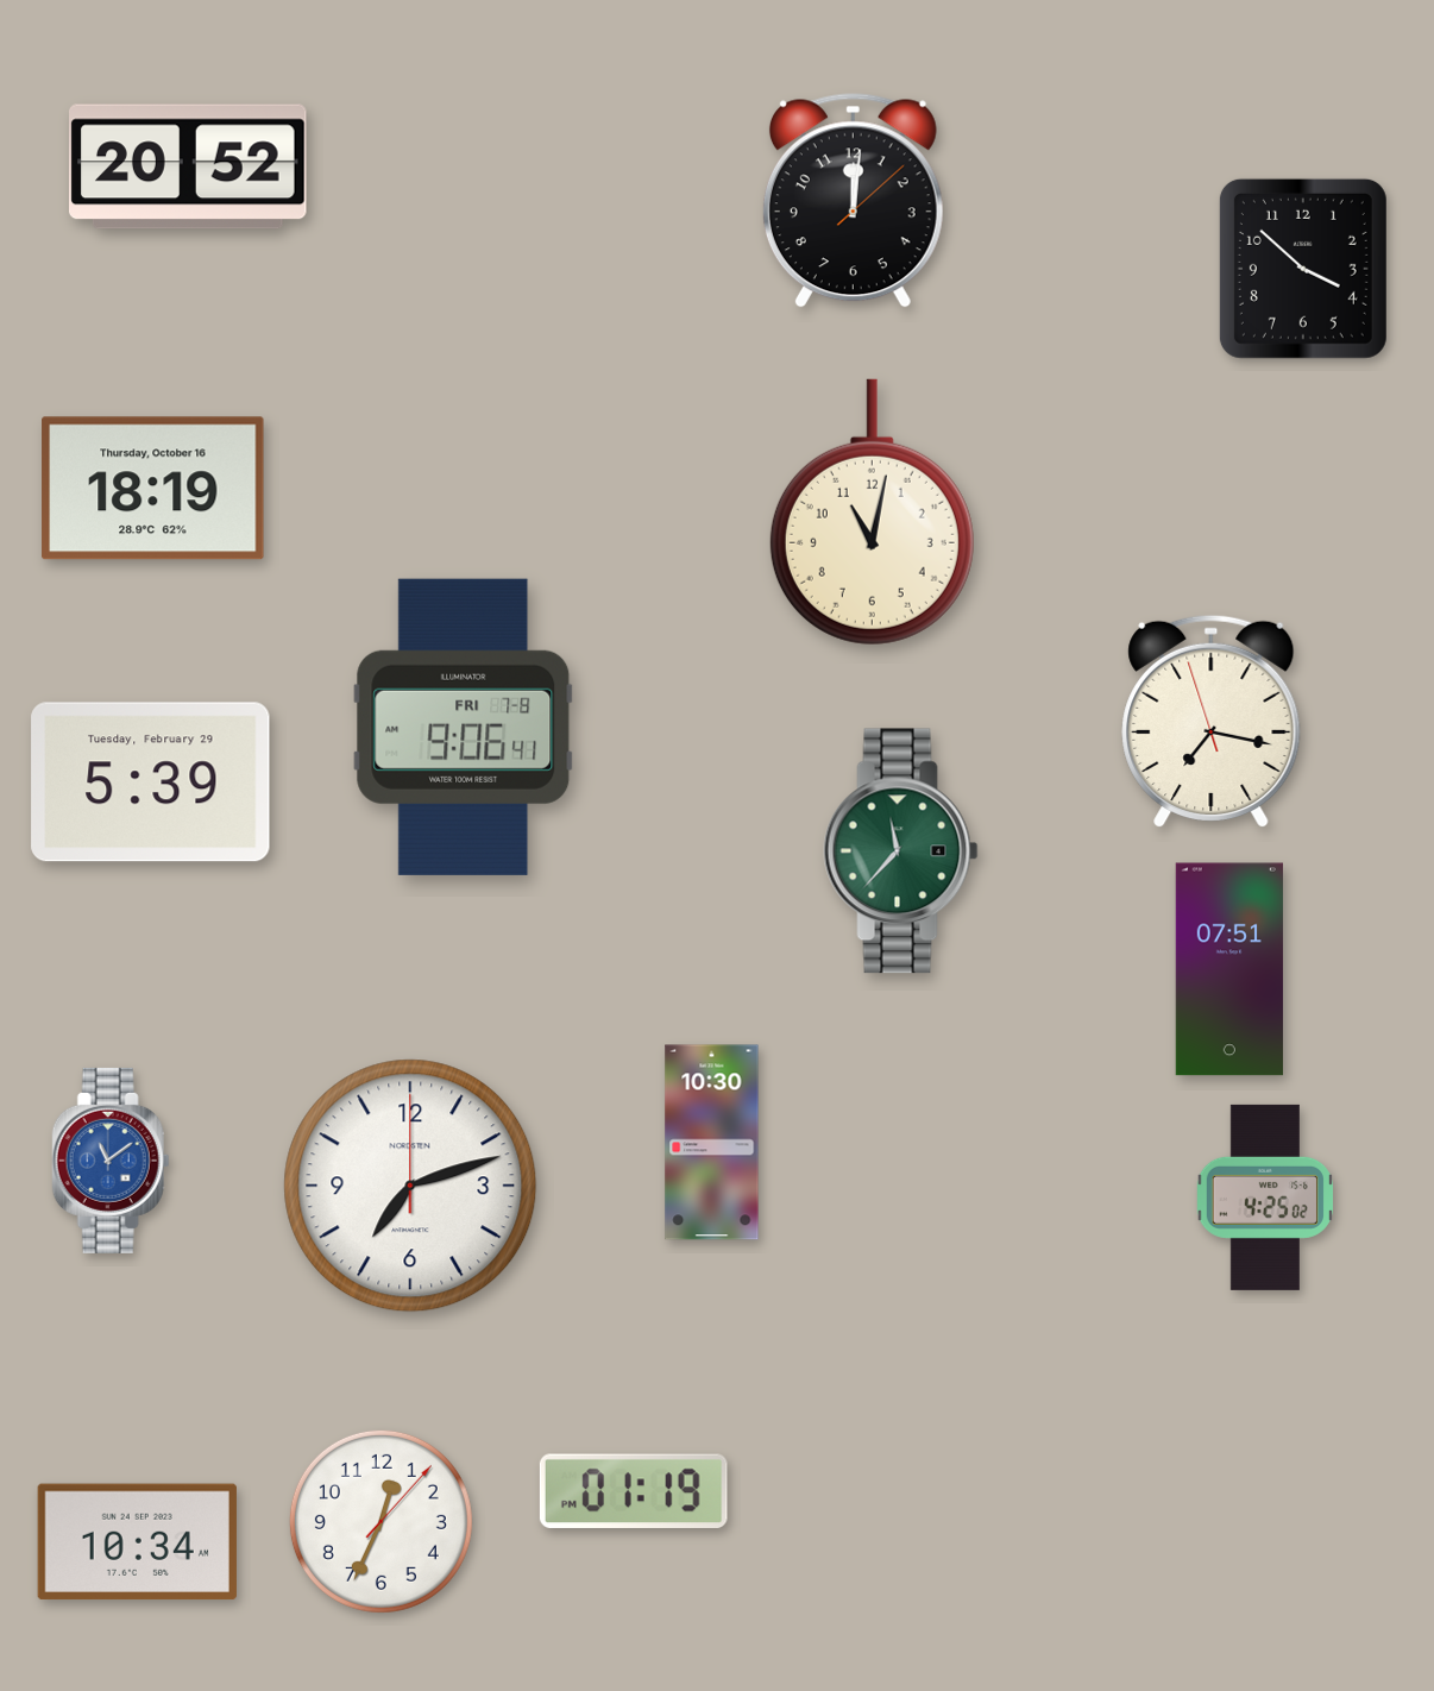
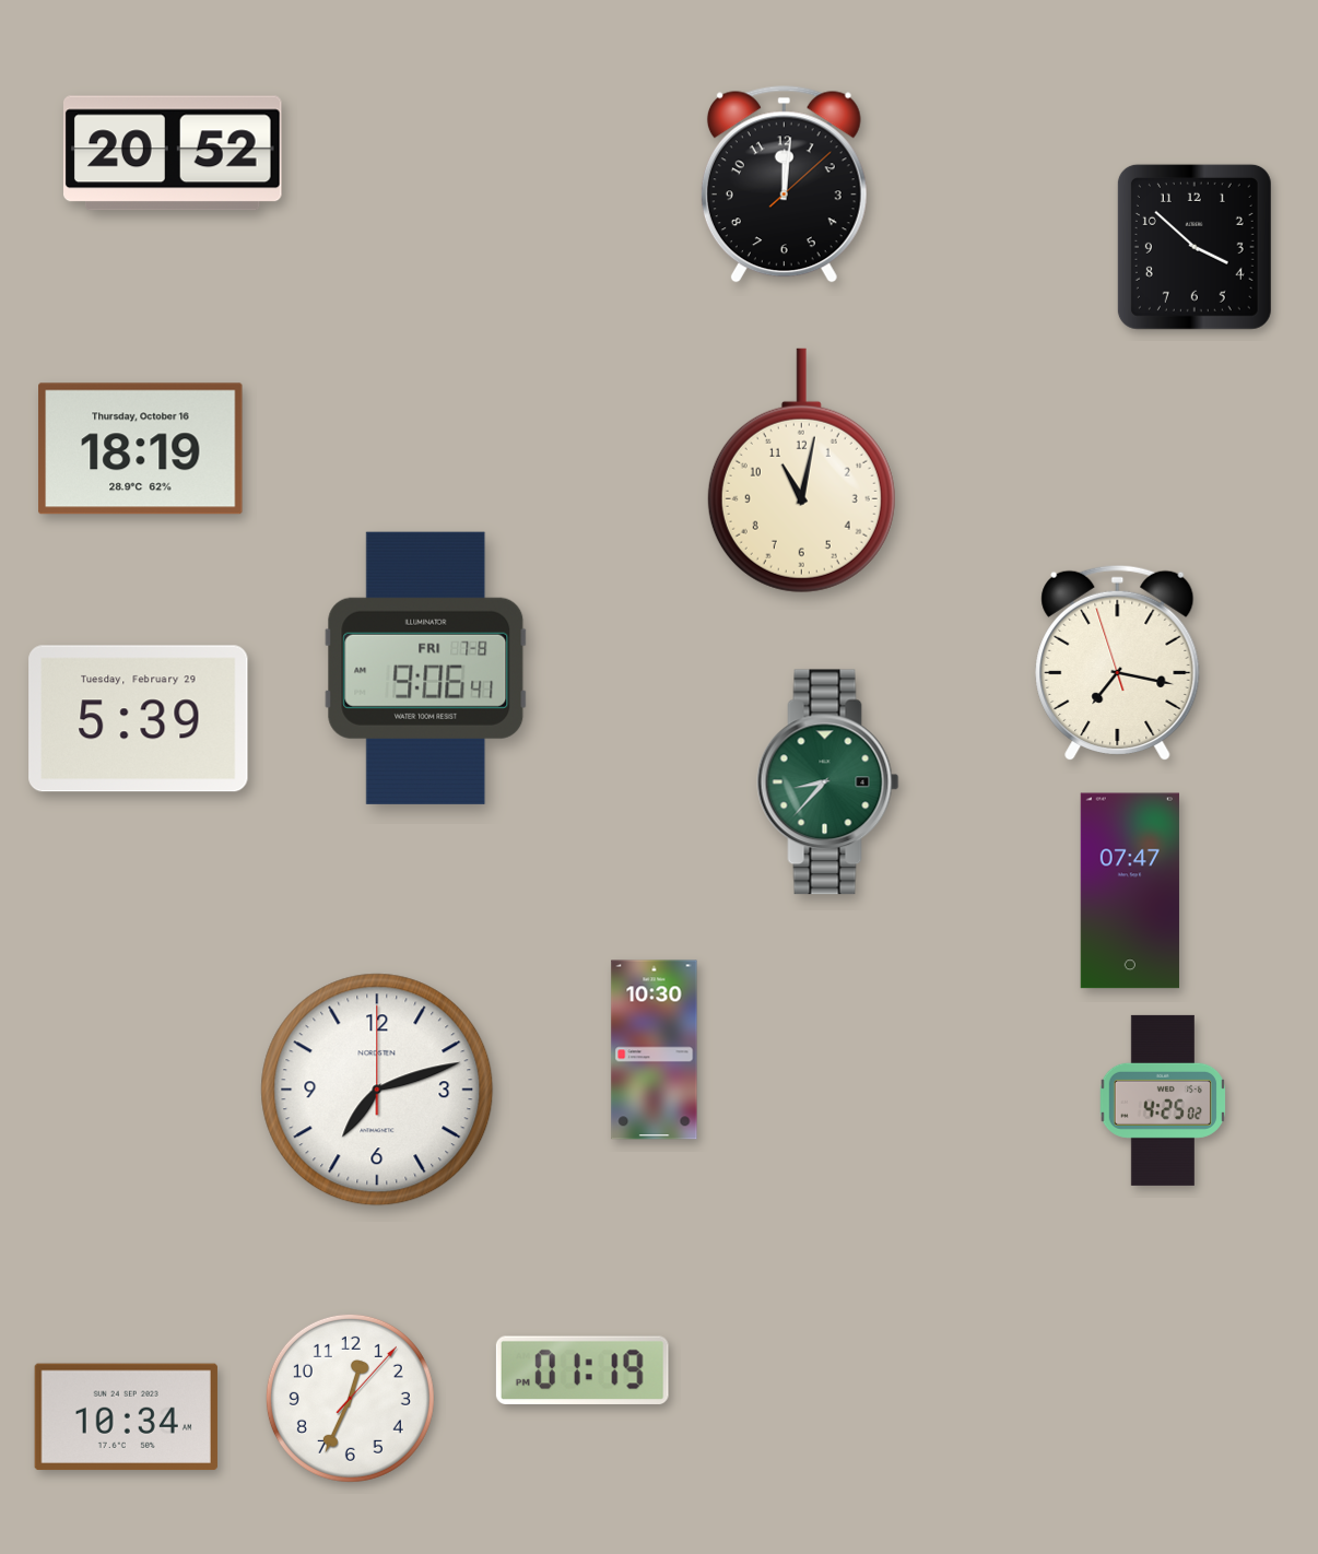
clock at (1303, 269) position: (1303, 269) -> (1195, 247)
clock at (1212, 722) position: (1212, 722) -> (1118, 663)
clock at (901, 851): 11:37 -> 8:37
clock at (1229, 969): 07:51 -> 07:47
clock at (111, 1161): 11:09 -> none
